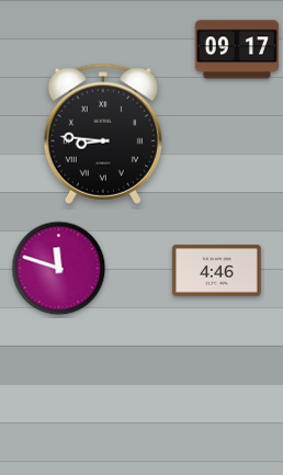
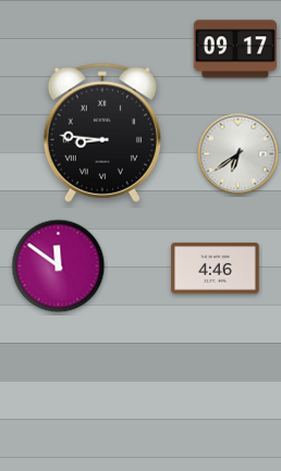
clock at (239, 154): none -> 6:39
clock at (59, 269): 11:48 -> 11:51
